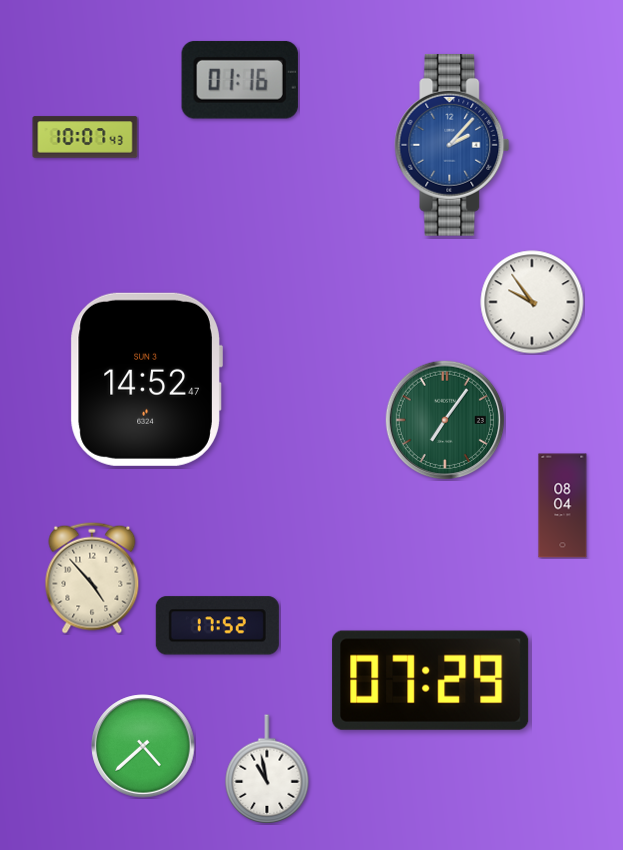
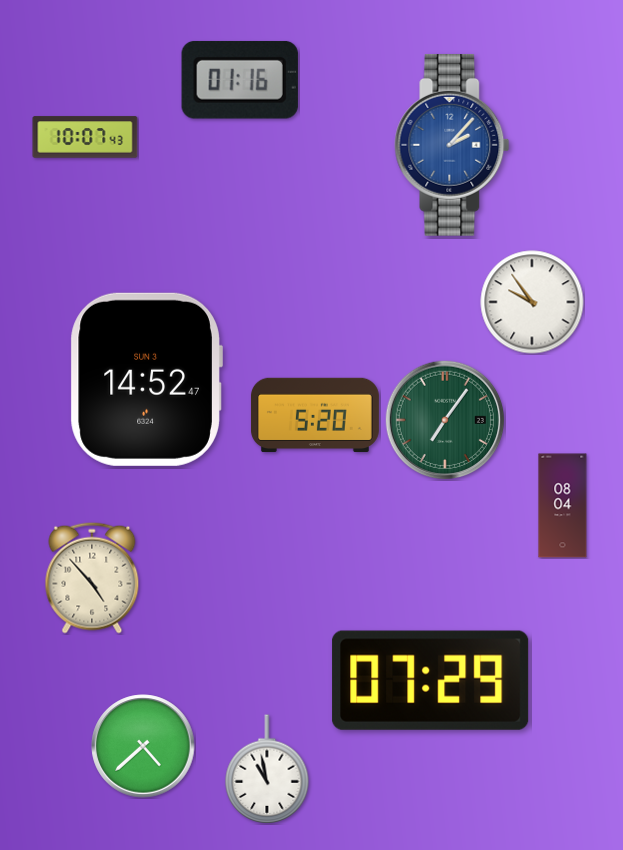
clock at (315, 415): none -> 5:20
clock at (217, 626): 17:52 -> none
